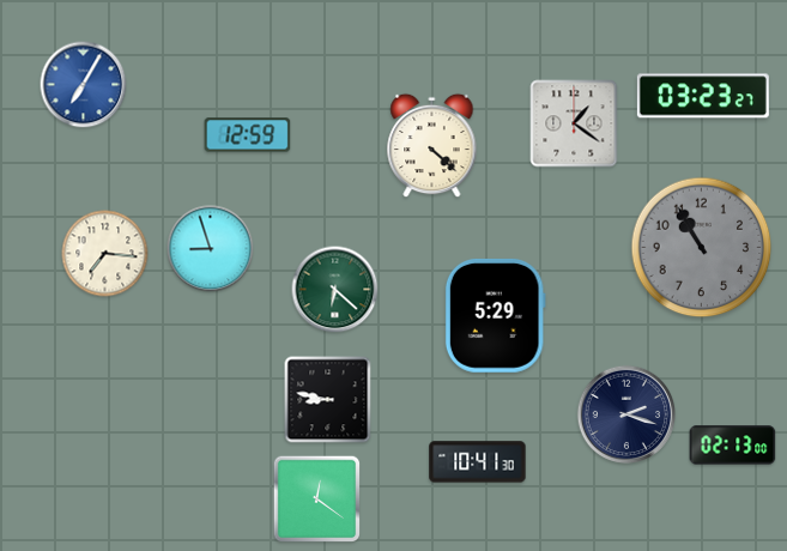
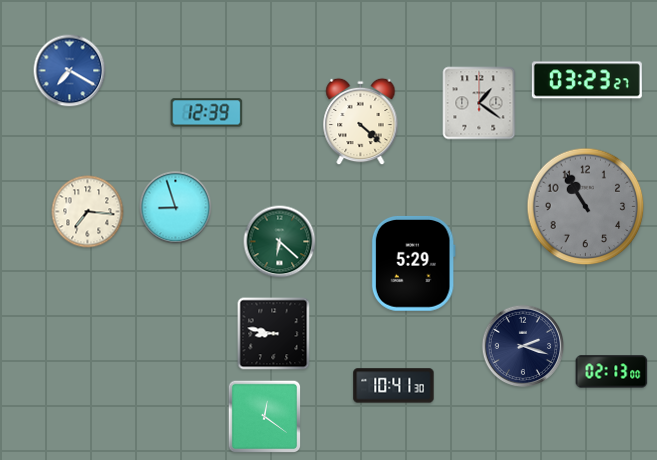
clock at (84, 85): 7:05 -> 7:20
clock at (248, 135): 12:59 -> 12:39
clock at (478, 462) position: (478, 462) -> (394, 386)
